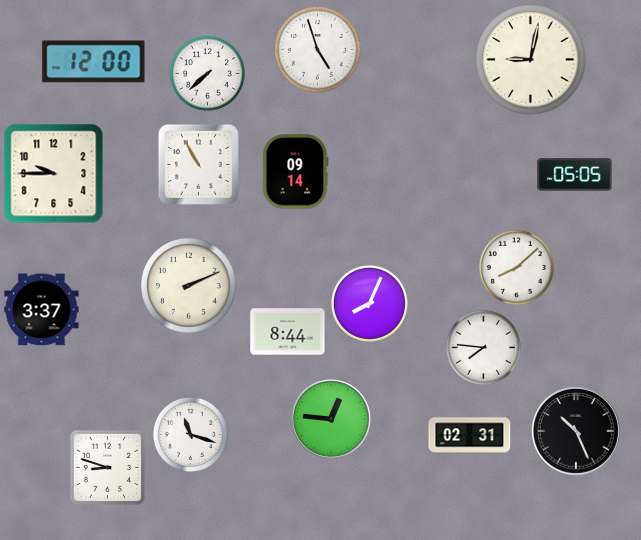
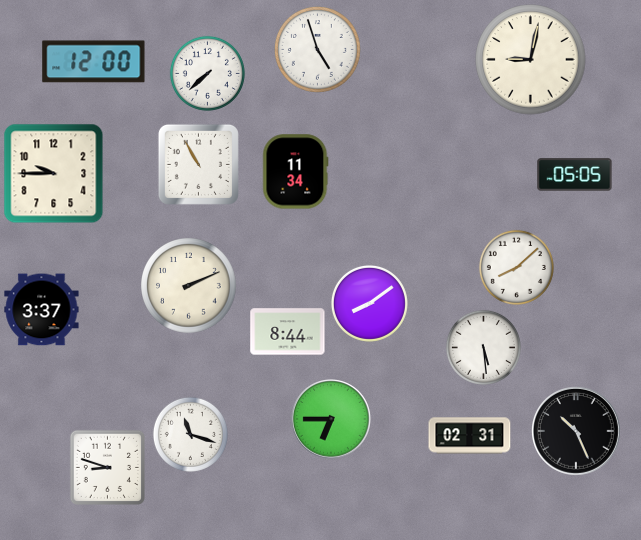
clock at (296, 172): 09:14 -> 11:34
clock at (369, 303): 8:04 -> 8:09
clock at (483, 347): 7:46 -> 5:29
clock at (331, 419): 12:46 -> 6:45
